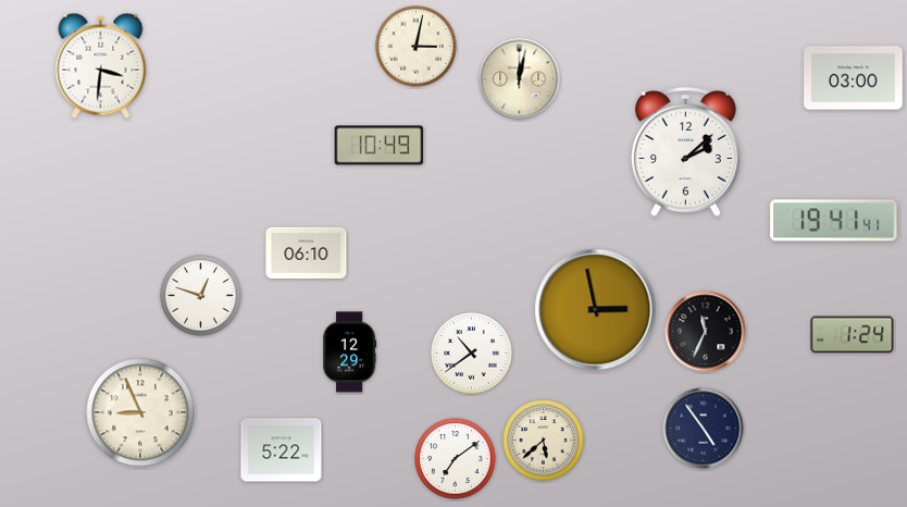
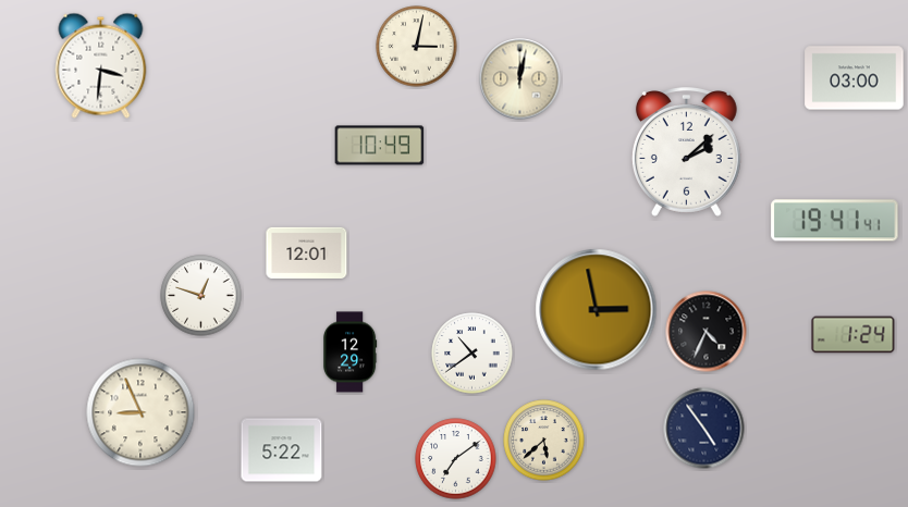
clock at (307, 252): 06:10 -> 12:01
clock at (706, 332): 11:34 -> 4:34
